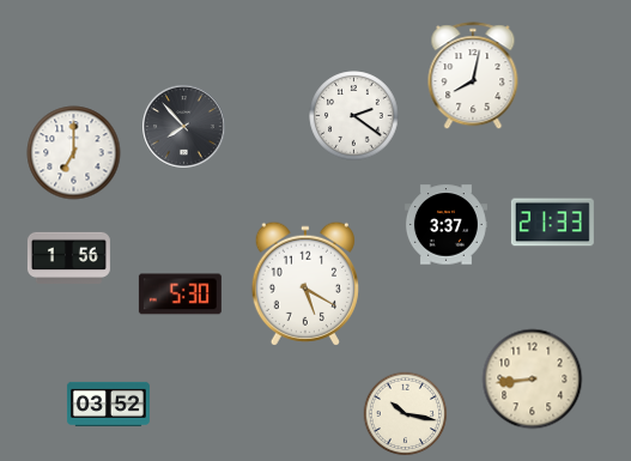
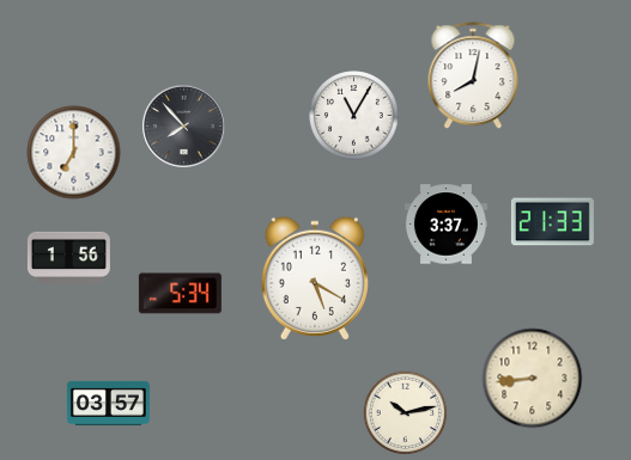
clock at (354, 116): 2:21 -> 11:05
clock at (305, 284) position: (305, 284) -> (315, 278)
clock at (180, 295): 5:30 -> 5:34
clock at (108, 404): 03:52 -> 03:57
clock at (406, 414): 10:17 -> 10:13
